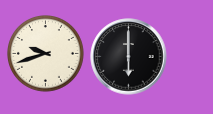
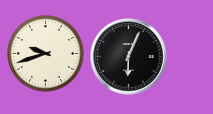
clock at (129, 57): 6:00 -> 6:04
